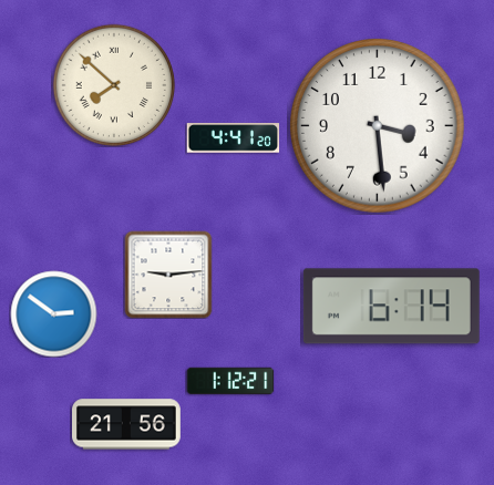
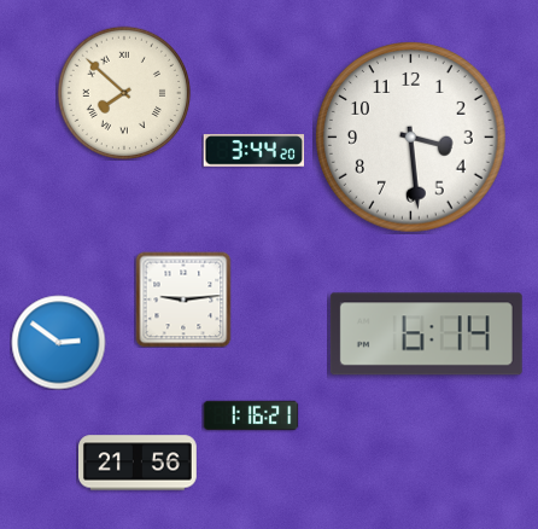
clock at (233, 138): 4:41 -> 3:44
clock at (230, 380): 1:12 -> 1:16
